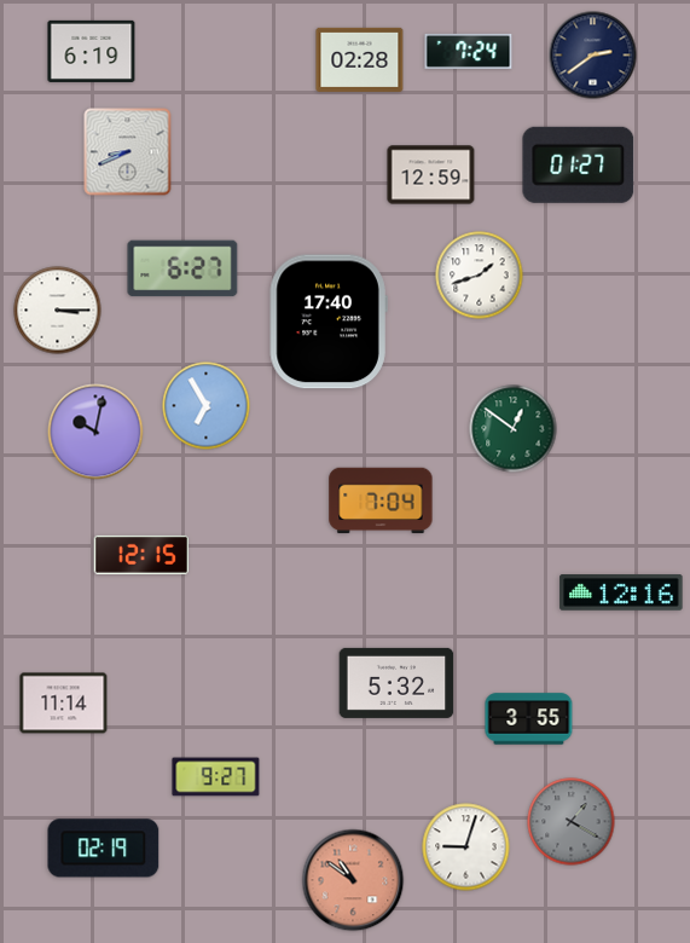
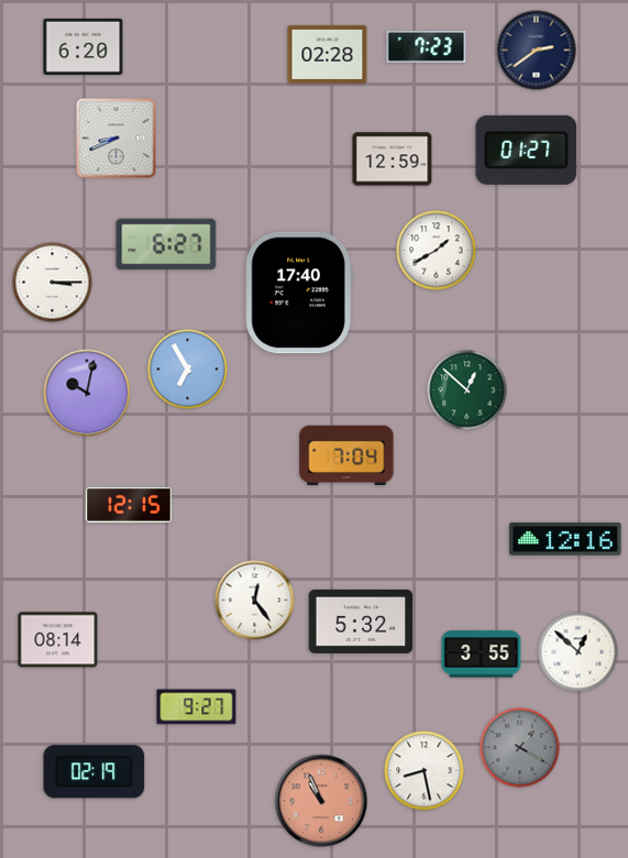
clock at (92, 51): 6:19 -> 6:20
clock at (469, 51): 7:24 -> 7:23
clock at (593, 56) position: (593, 56) -> (537, 51)
clock at (480, 276): 1:42 -> 1:40
clock at (514, 429): 12:51 -> 12:52
clock at (255, 601): none -> 12:24
clock at (64, 704): 11:14 -> 08:14
clock at (579, 652): none -> 12:52
clock at (466, 847): 9:03 -> 8:28
clock at (353, 880): 10:51 -> 10:56
